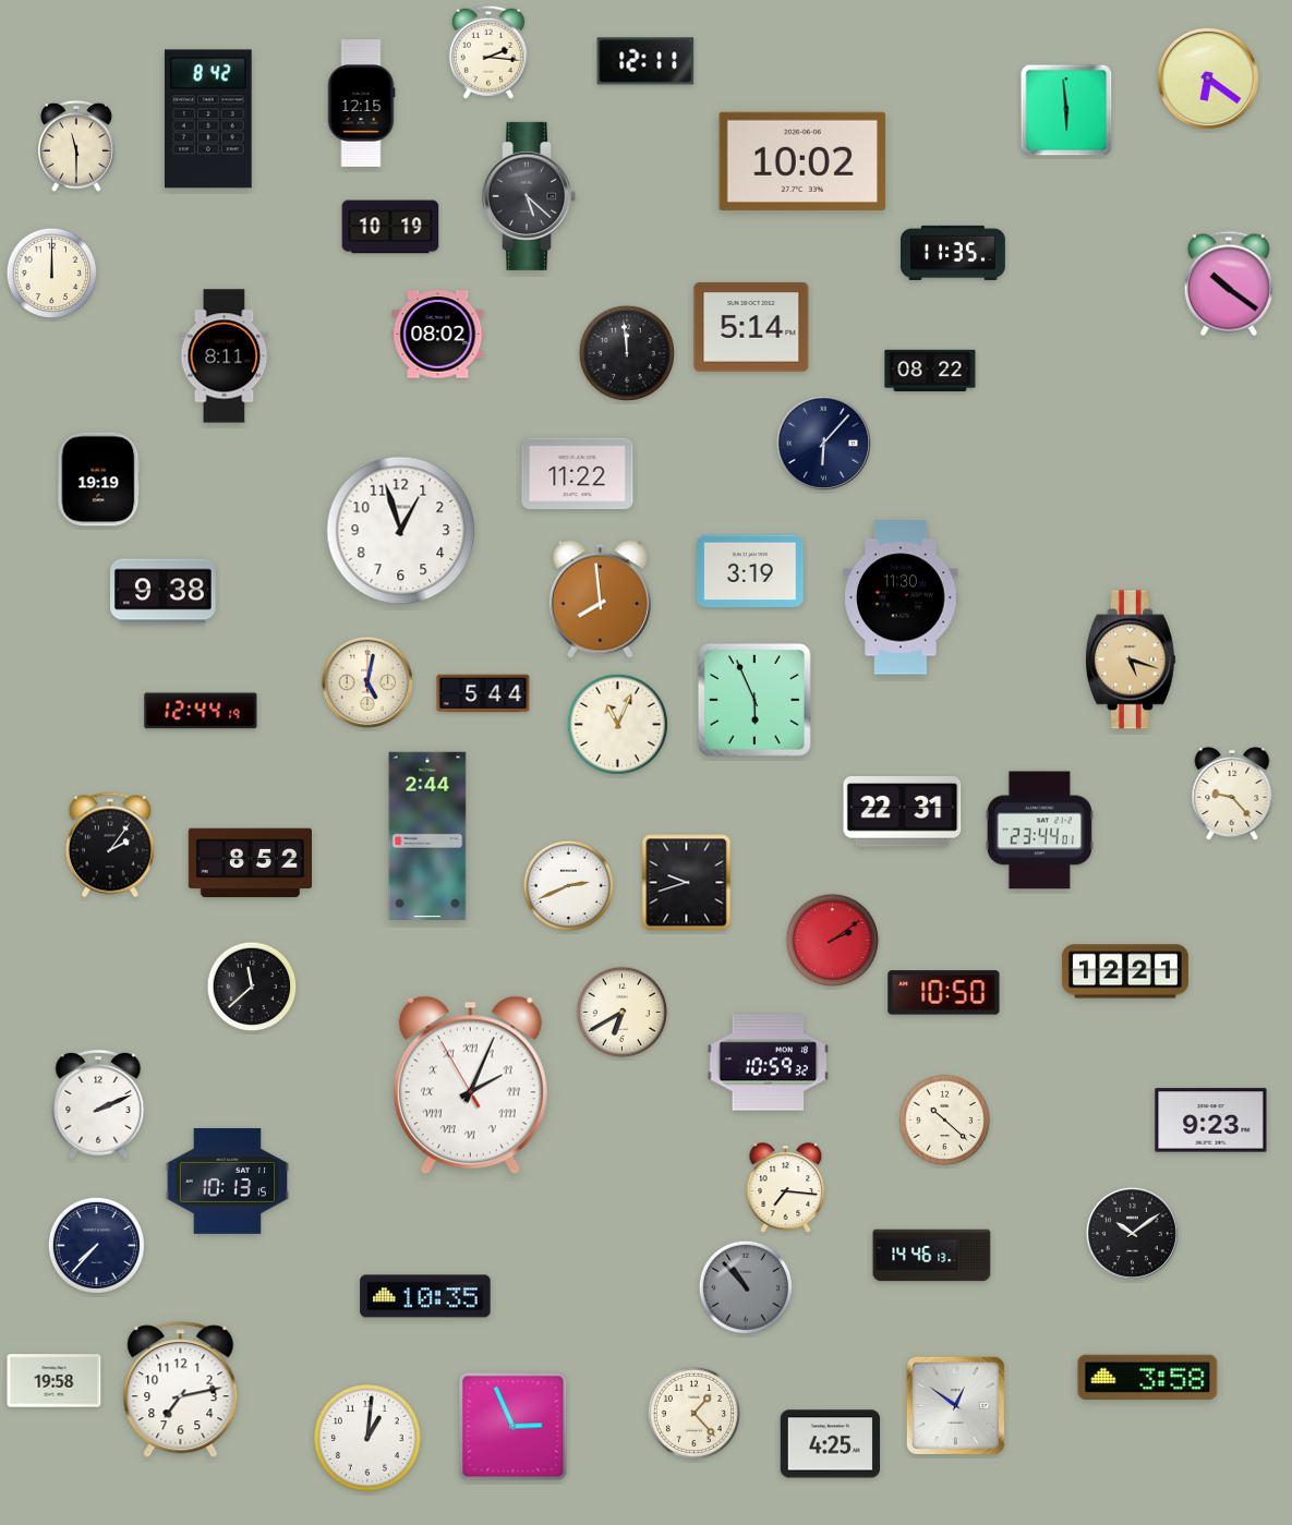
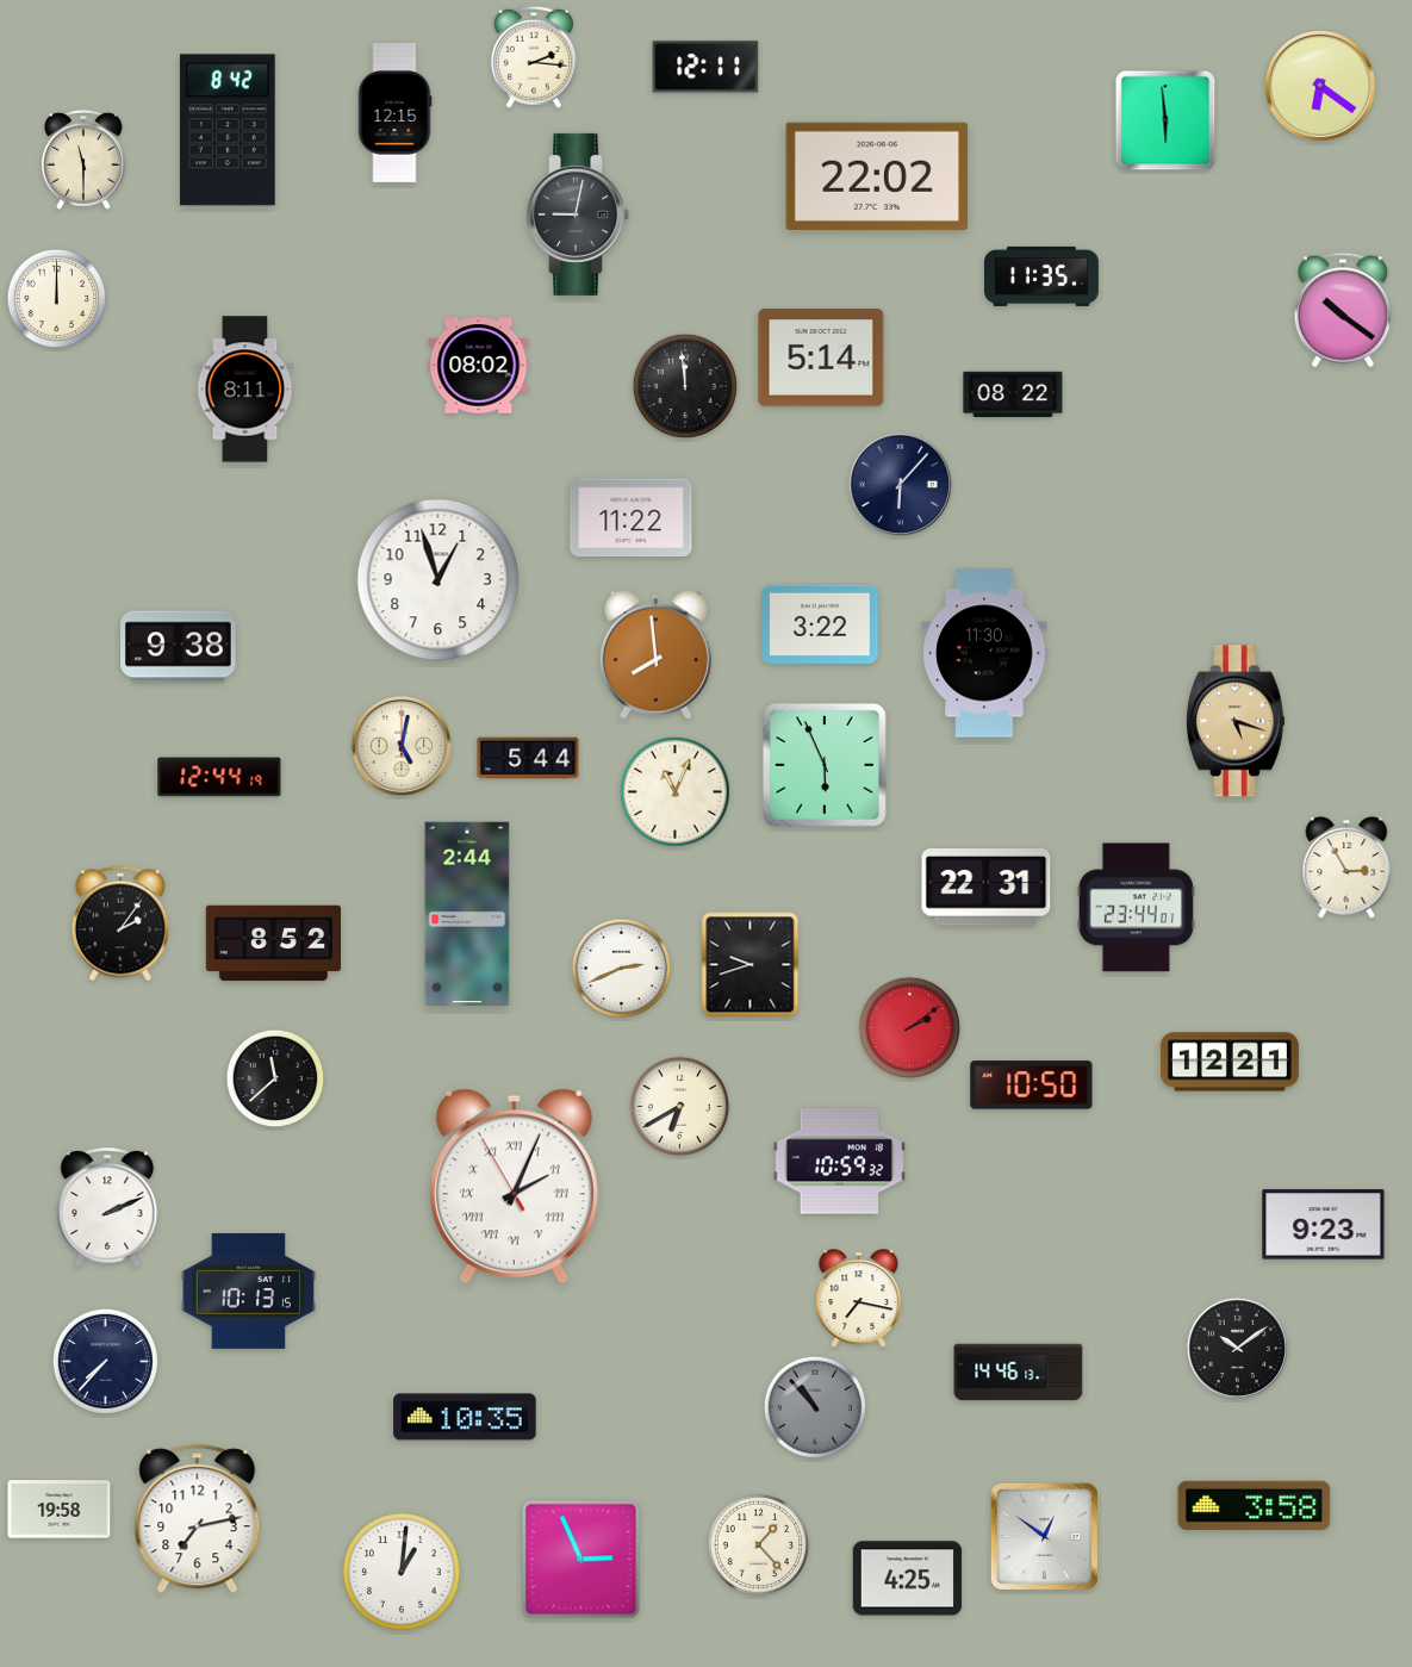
clock at (802, 161): 10:02 -> 22:02
clock at (529, 196): 5:22 -> 9:02
clock at (390, 227): 10:19 -> none
clock at (930, 371) position: (930, 371) -> (1013, 394)
clock at (99, 480): 19:19 -> none
clock at (750, 570): 3:19 -> 3:22
clock at (1232, 794): 9:23 -> 2:55
clock at (945, 1121): 10:22 -> none
clock at (786, 1188): 7:16 -> 7:17
clock at (514, 1427) position: (514, 1427) -> (581, 1560)
